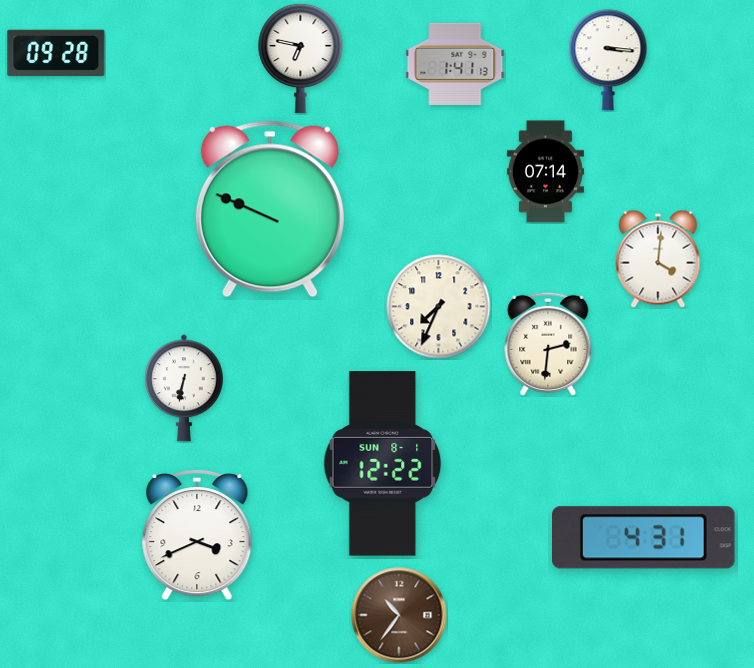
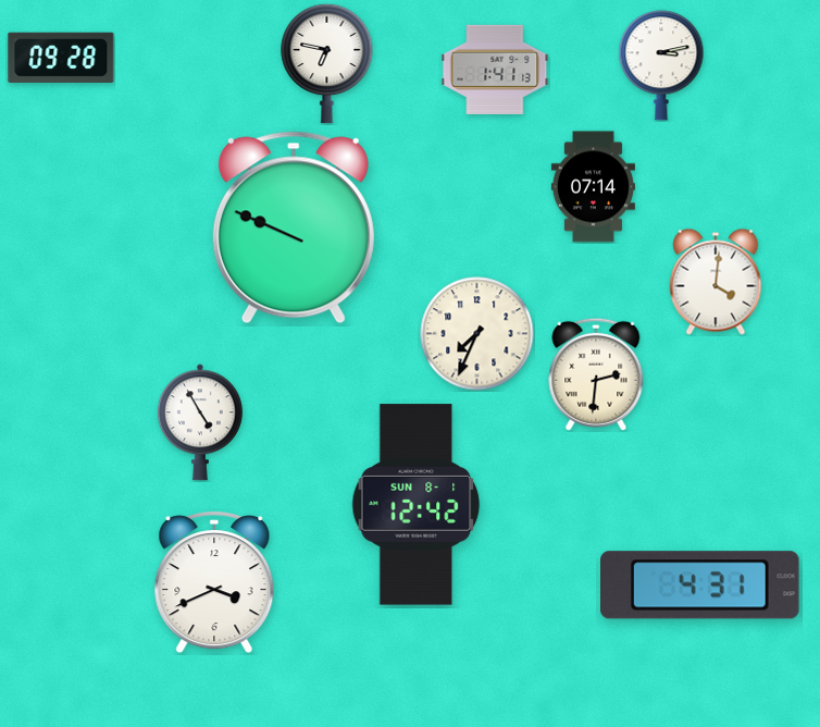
clock at (608, 60): 3:16 -> 3:13
clock at (184, 388): 6:32 -> 4:55
clock at (383, 464): 12:22 -> 12:42
clock at (399, 615): 10:36 -> none
